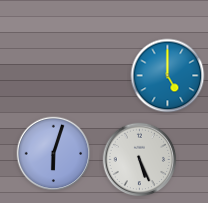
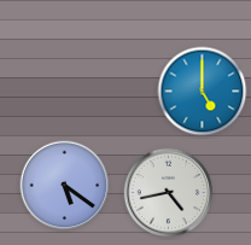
clock at (54, 154): 6:03 -> 5:21
clock at (140, 160): 5:26 -> 4:43
